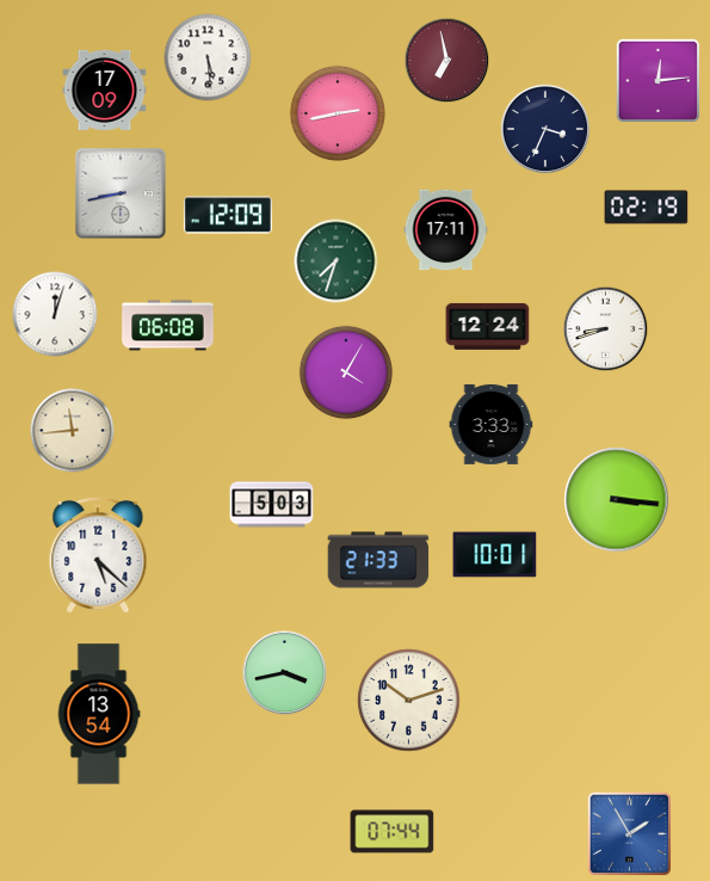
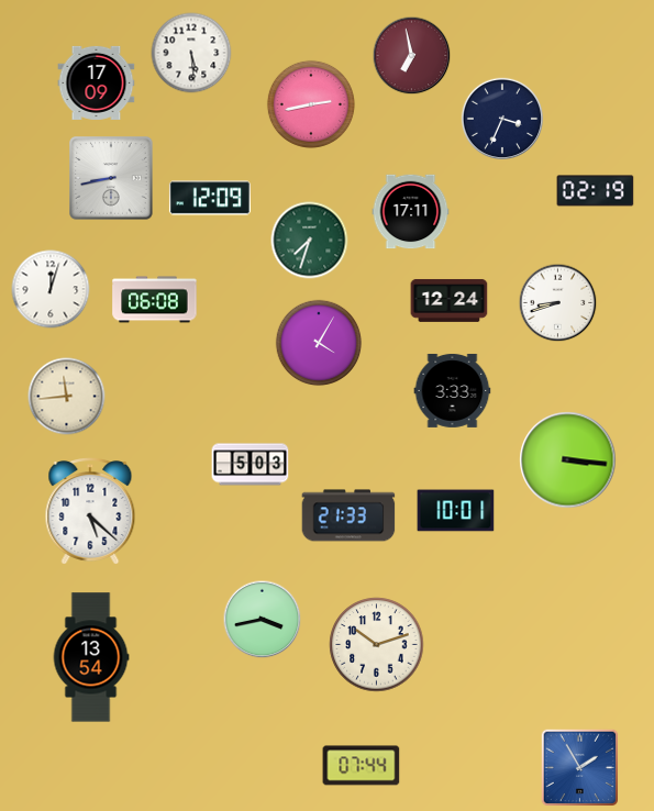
clock at (657, 80): 12:14 -> none
